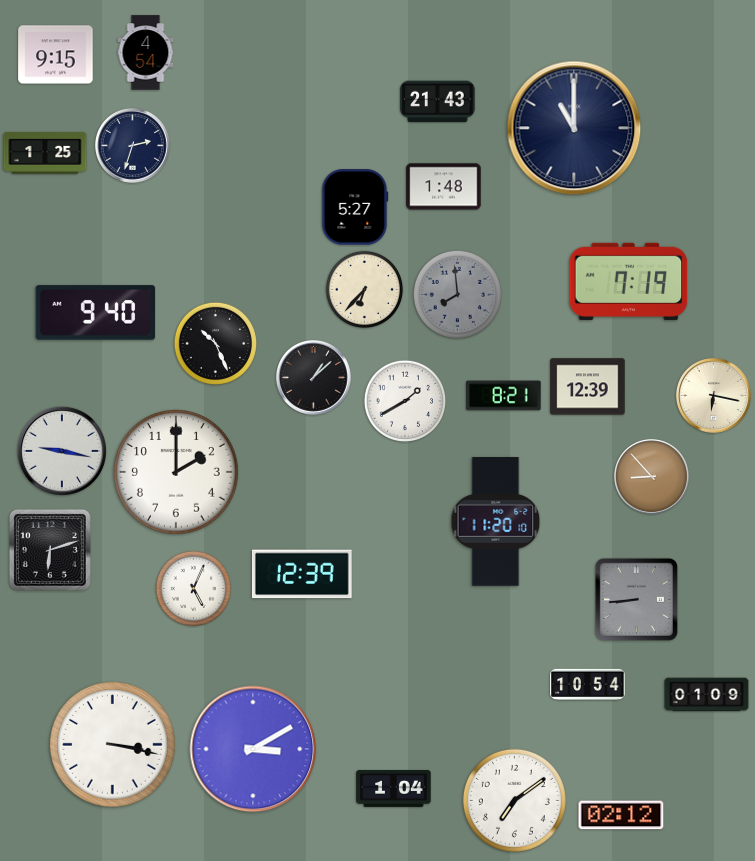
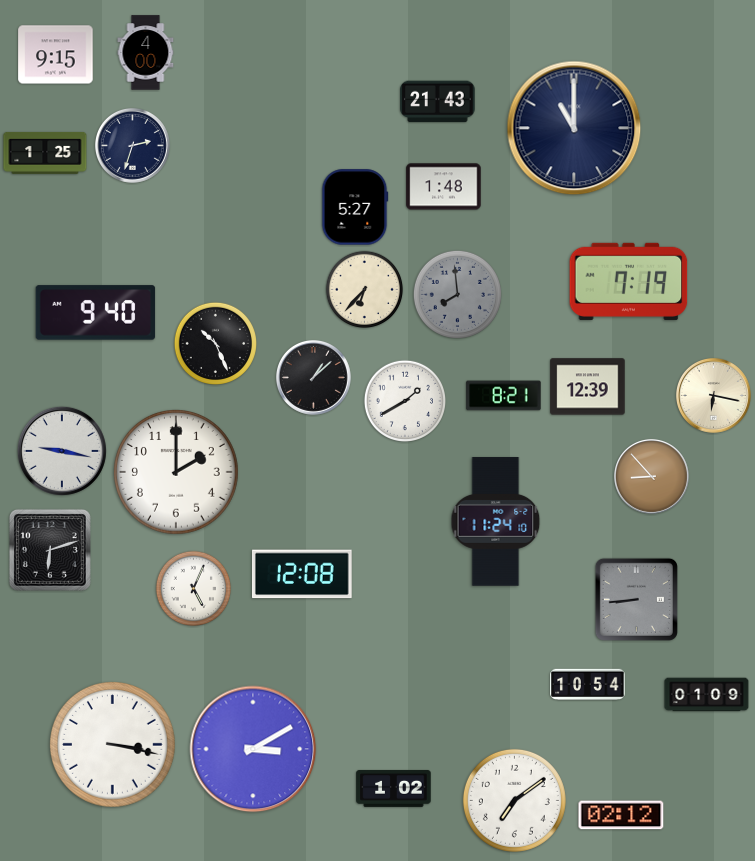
clock at (146, 53): 4:54 -> 4:00
clock at (496, 522): 11:20 -> 11:24
clock at (302, 574): 12:39 -> 12:08
clock at (394, 788): 1:04 -> 1:02
